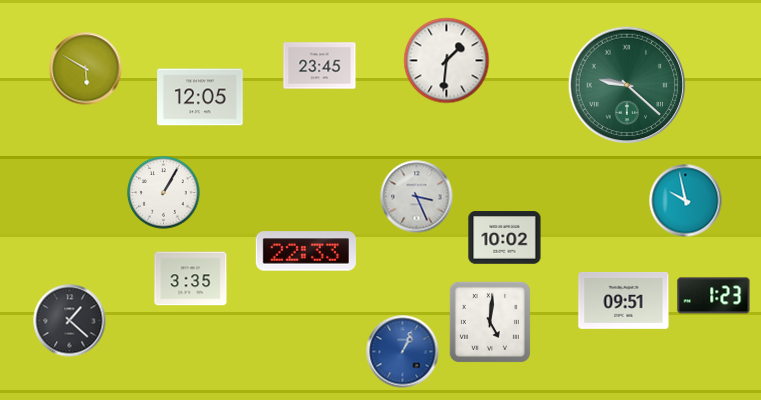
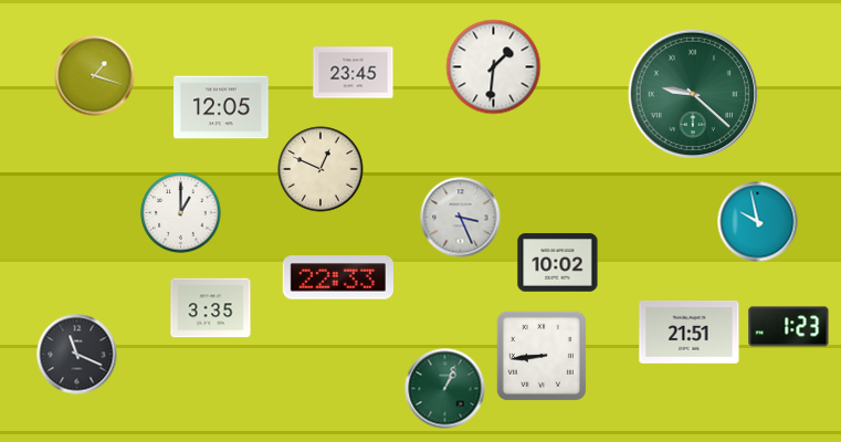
clock at (86, 69): 5:50 -> 1:18
clock at (320, 169): none -> 12:49
clock at (164, 193): 1:05 -> 1:00
clock at (624, 301): 09:51 -> 21:51
clock at (70, 321): 1:22 -> 11:19
clock at (490, 322): 5:01 -> 8:44
clock at (403, 352) dial: blue -> green
